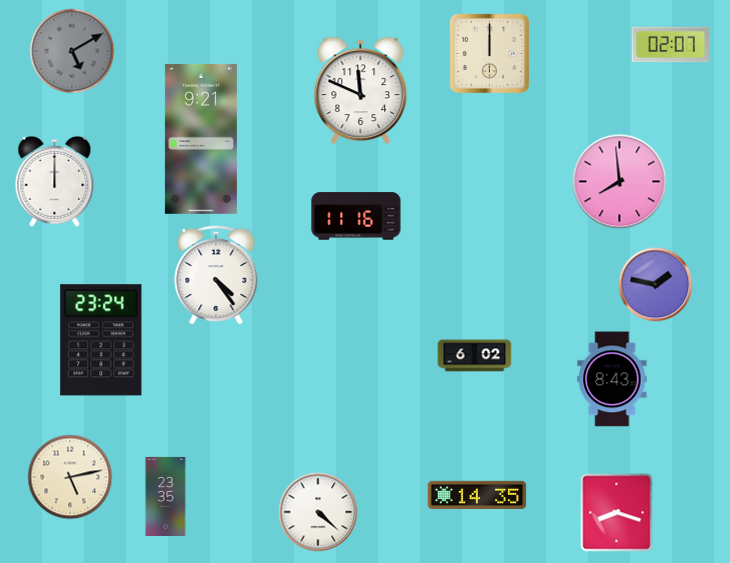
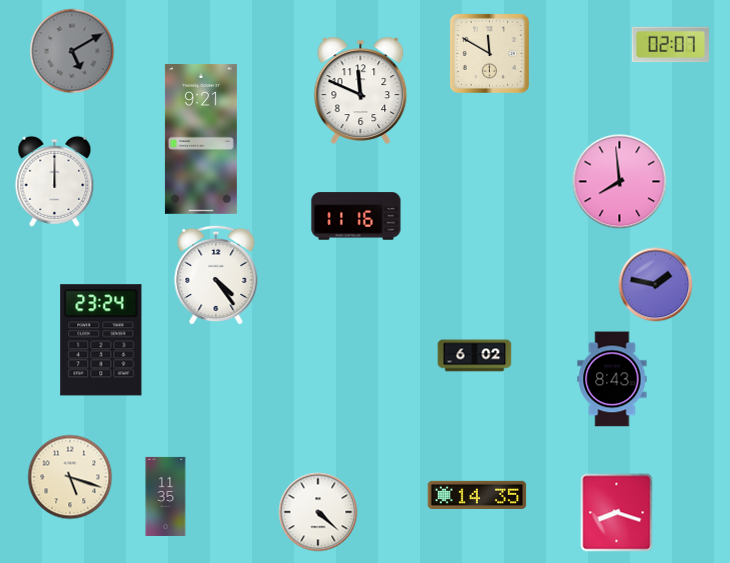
clock at (489, 53): 12:00 -> 11:50
clock at (70, 477): 5:13 -> 5:18
clock at (166, 496): 23:35 -> 11:35
